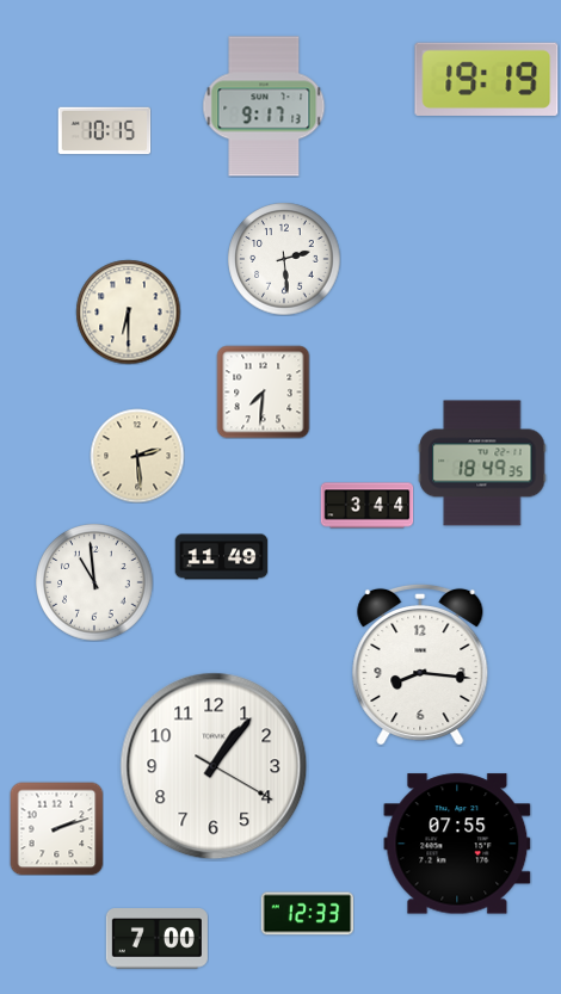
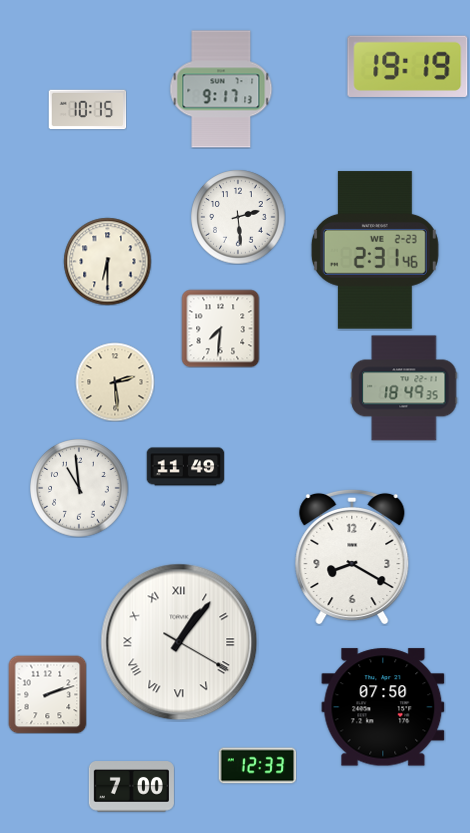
clock at (375, 250): none -> 2:31
clock at (366, 506): 3:44 -> none
clock at (420, 665): 8:16 -> 8:20
clock at (214, 766) numerals: Arabic -> Roman
clock at (457, 844): 07:55 -> 07:50
